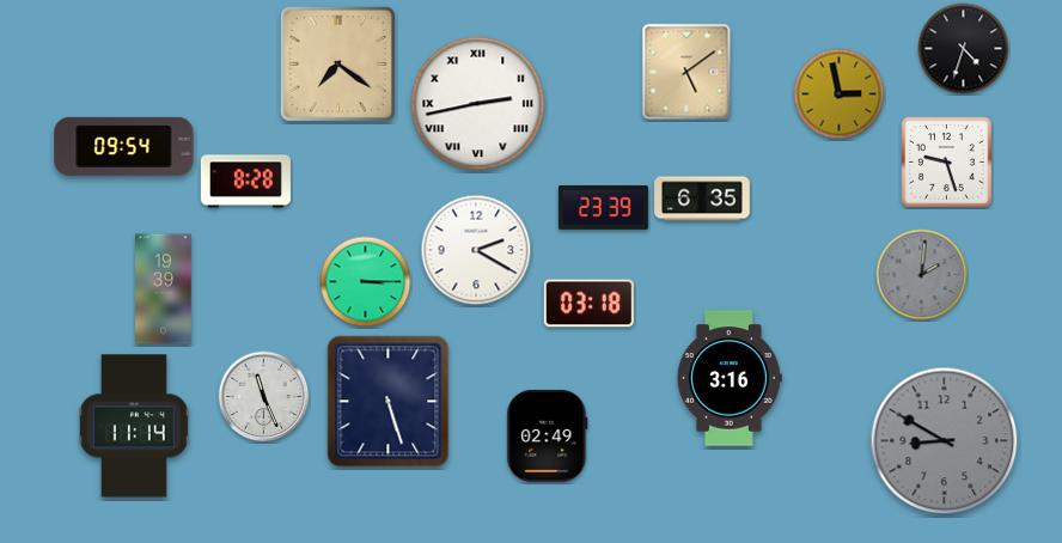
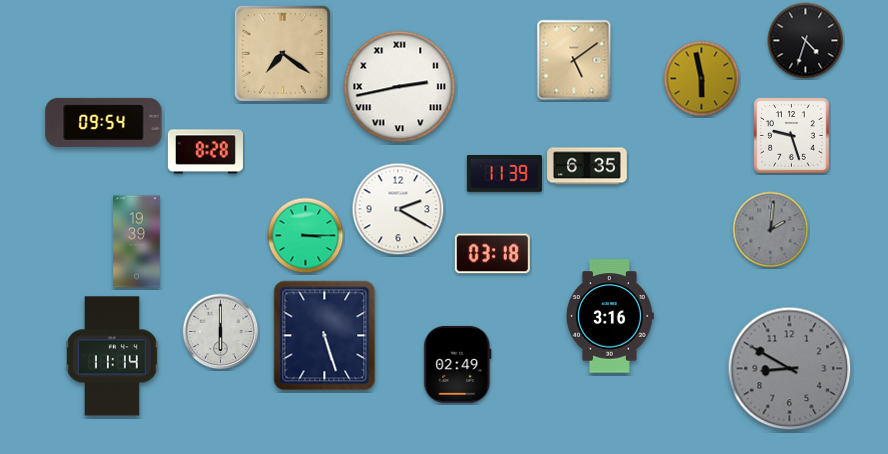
clock at (840, 94): 2:58 -> 5:58
clock at (603, 207): 23:39 -> 11:39
clock at (264, 397): 11:26 -> 6:00
